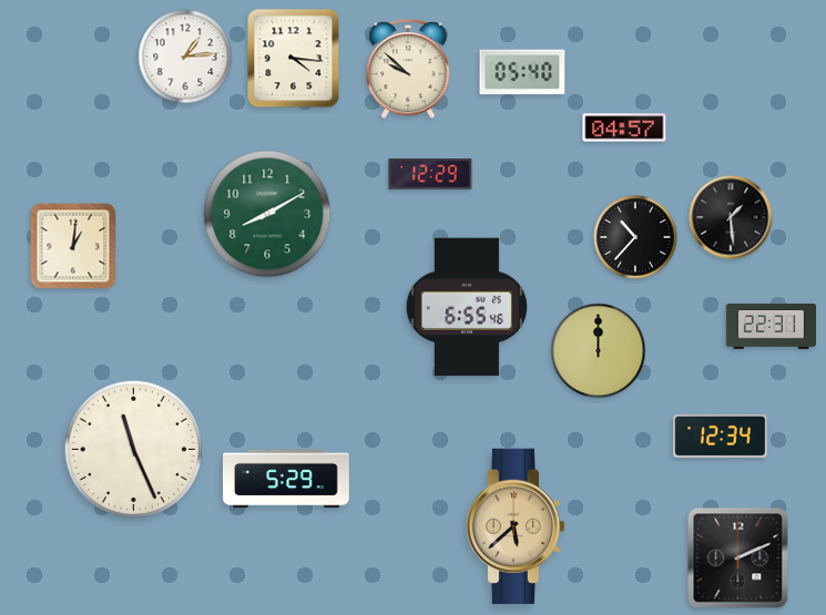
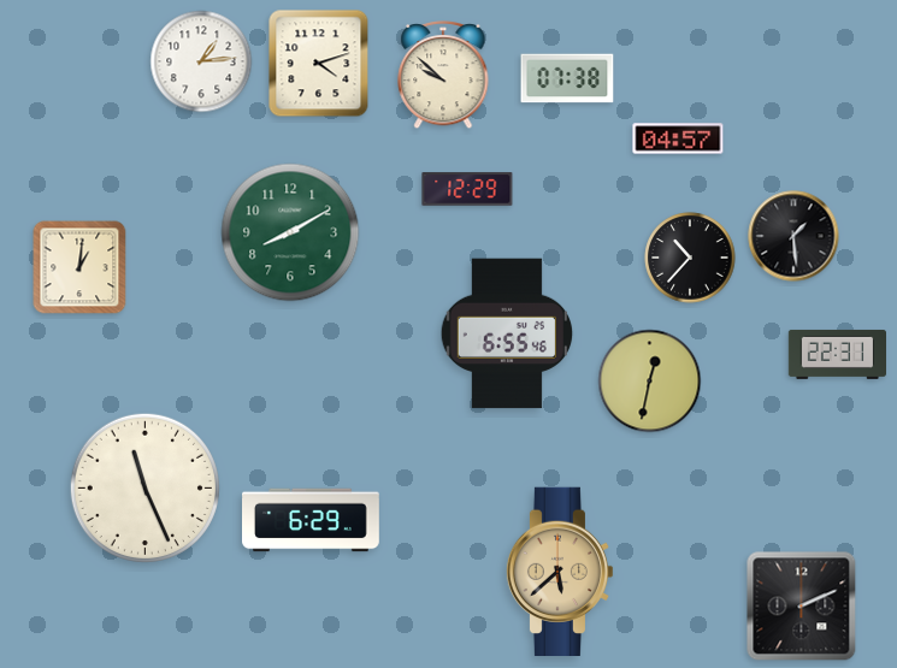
clock at (294, 59): 4:16 -> 4:12
clock at (522, 72): 05:40 -> 07:38
clock at (599, 351): 12:00 -> 12:32
clock at (721, 435): 12:34 -> none
clock at (287, 479): 5:29 -> 6:29
